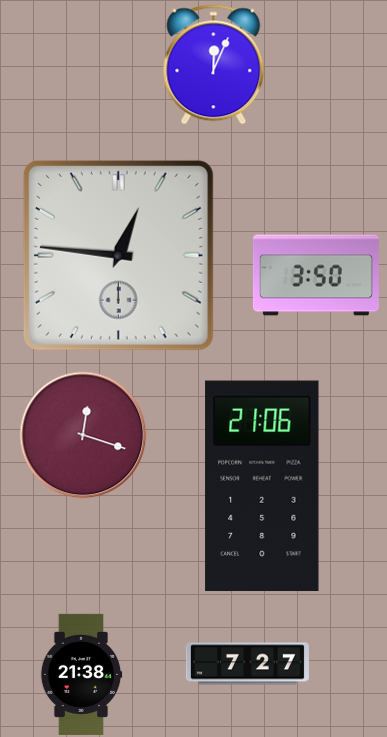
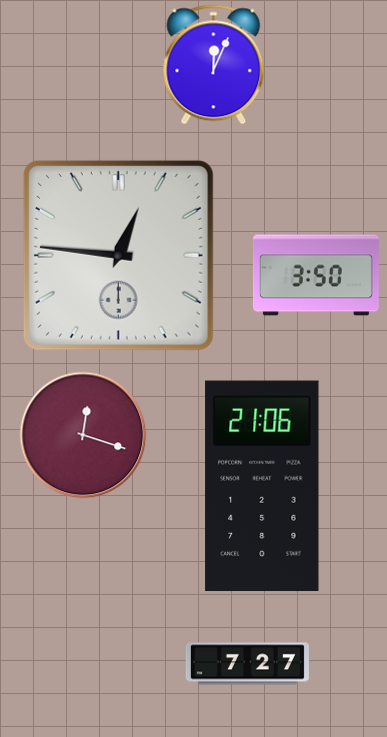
clock at (81, 674): 21:38 -> none
